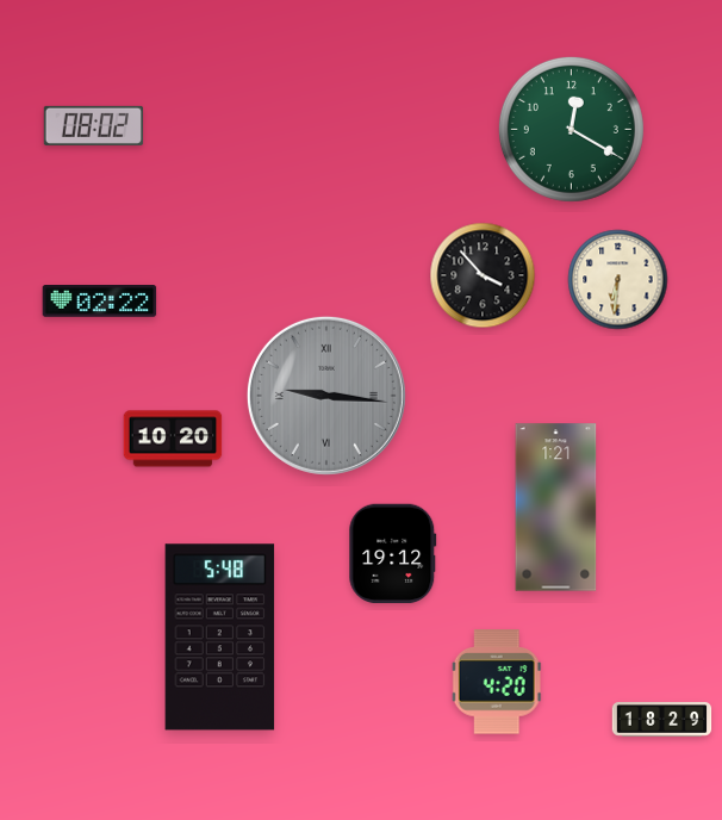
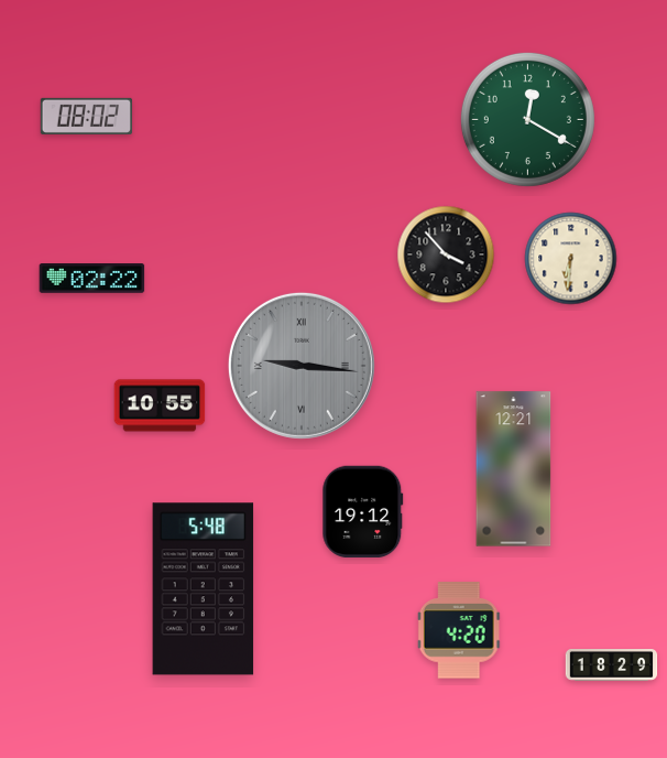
clock at (173, 439): 10:20 -> 10:55
clock at (556, 508): 1:21 -> 12:21
